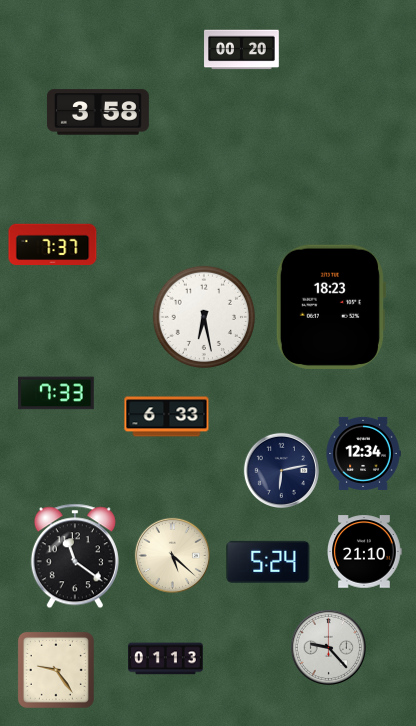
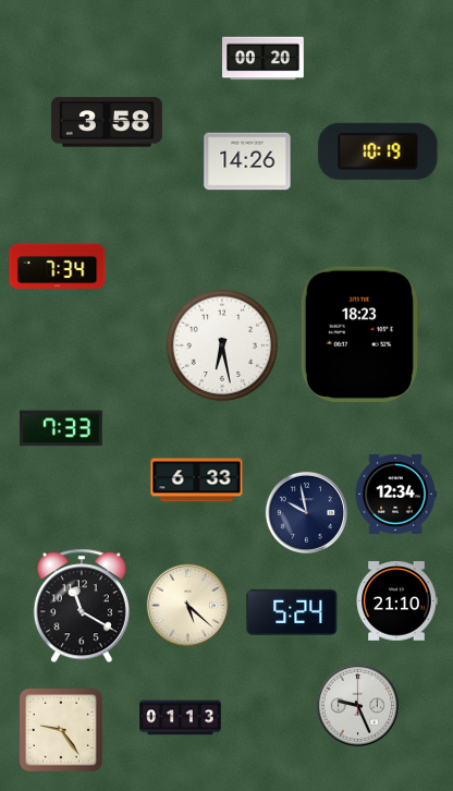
clock at (242, 50) position: (242, 50) -> (264, 59)
clock at (378, 151): none -> 10:19
clock at (247, 161): none -> 14:26
clock at (53, 245): 7:37 -> 7:34
clock at (167, 417) position: (167, 417) -> (197, 480)
clock at (281, 470): 6:13 -> 9:58
clock at (75, 556): 11:21 -> 11:20
clock at (328, 647): 9:23 -> 9:26
